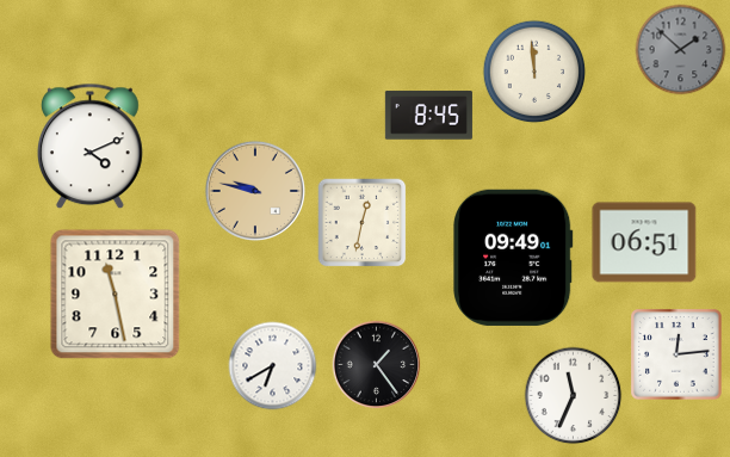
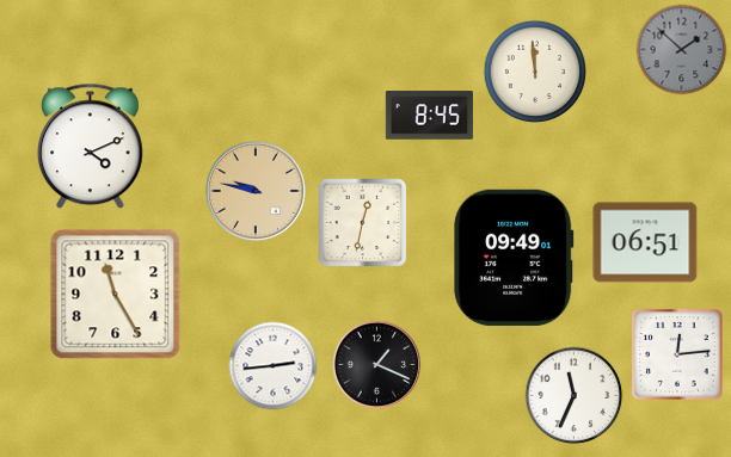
clock at (116, 295): 11:28 -> 11:25
clock at (377, 365): 1:24 -> 1:19
clock at (273, 366): 6:40 -> 2:44
